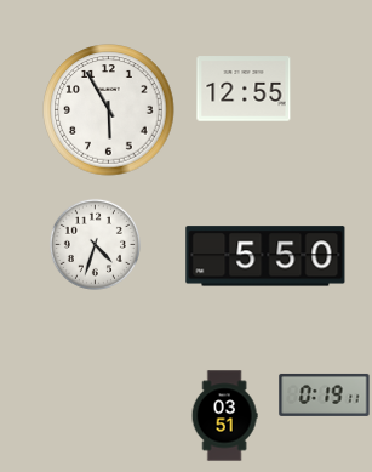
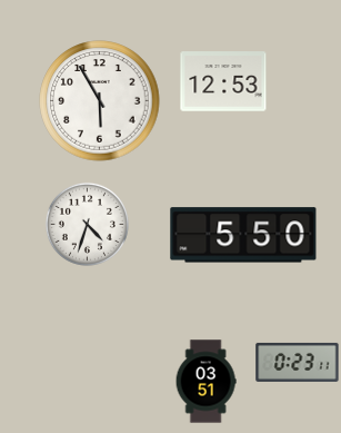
clock at (244, 89): 12:55 -> 12:53
clock at (325, 394): 0:19 -> 0:23
